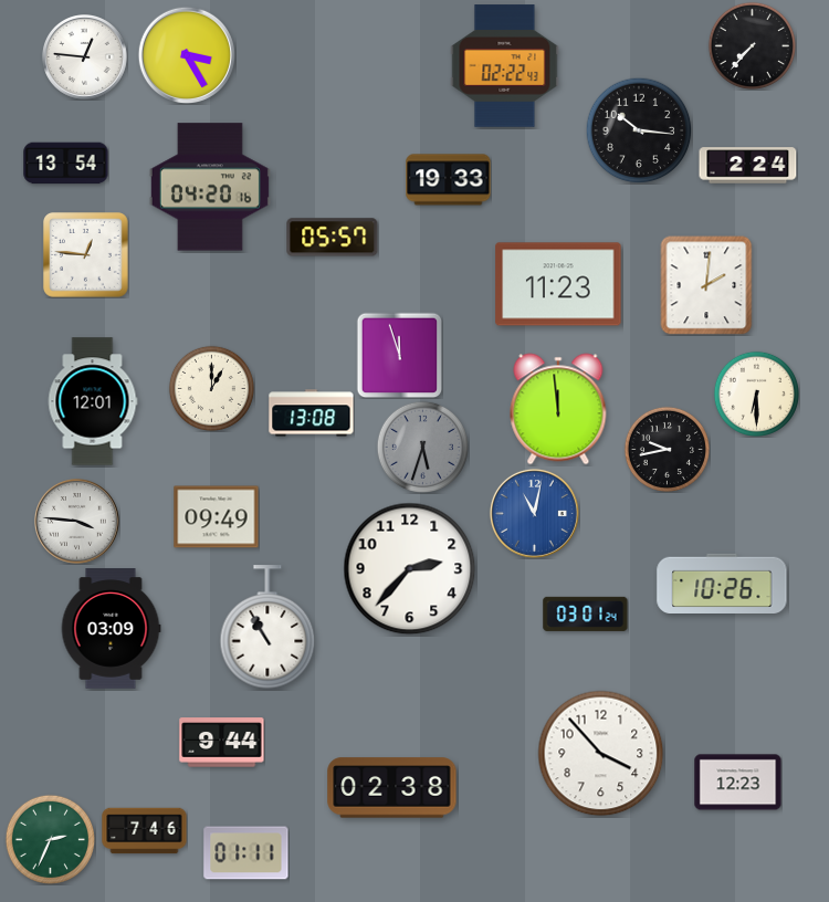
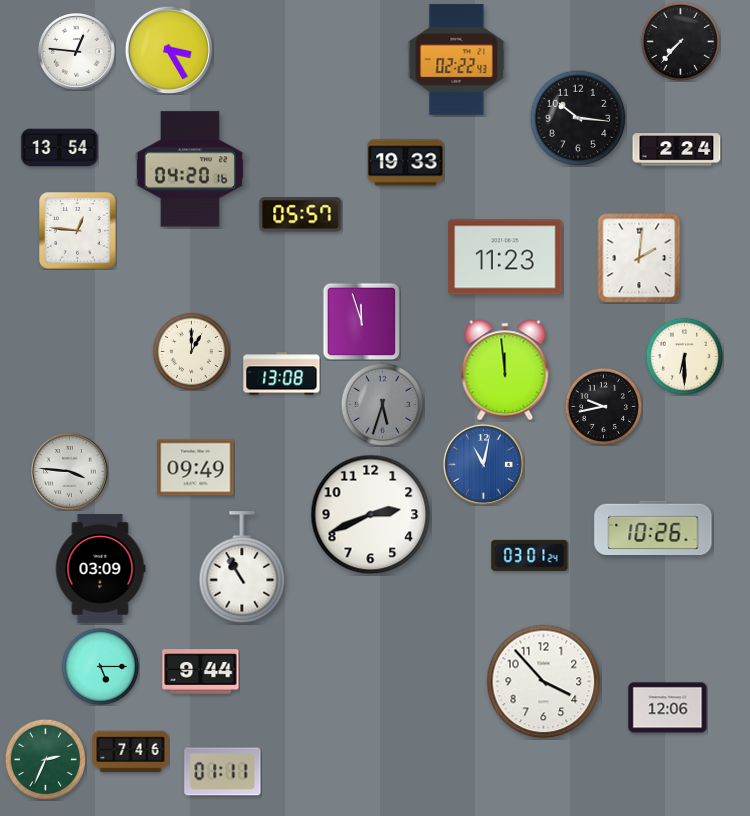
clock at (93, 401): 12:01 -> none
clock at (410, 569): 2:37 -> 2:41
clock at (100, 666): none -> 5:15
clock at (738, 783): 12:23 -> 12:06
clock at (392, 788): 02:38 -> none
